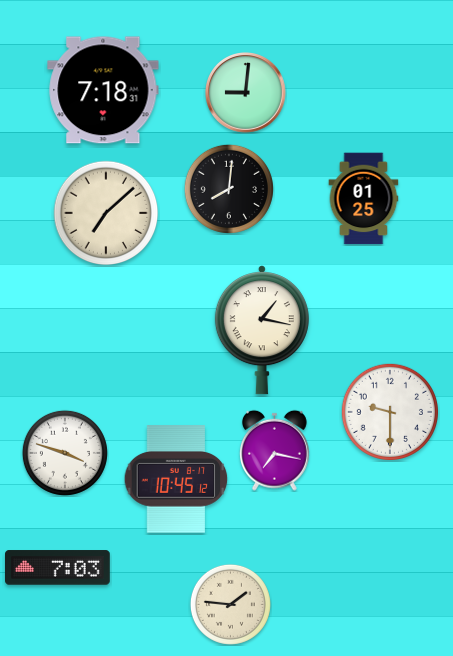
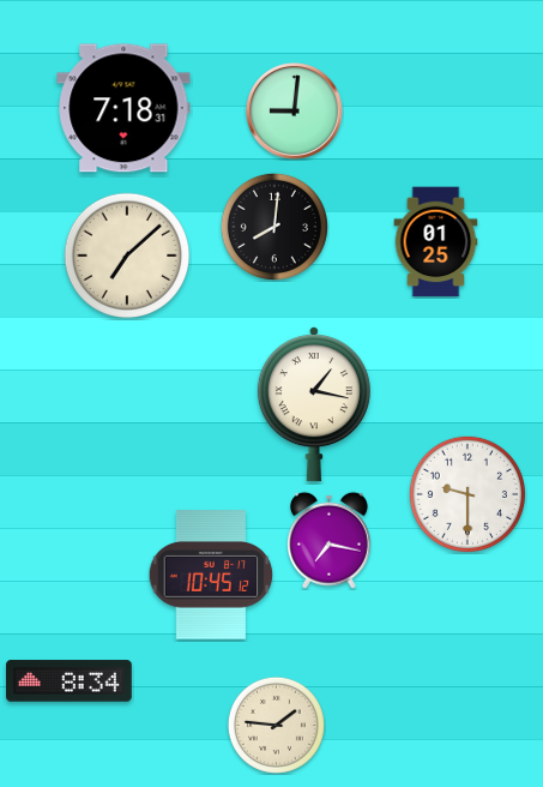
clock at (364, 199) position: (364, 199) -> (436, 242)
clock at (262, 330) position: (262, 330) -> (314, 404)
clock at (65, 453): 3:48 -> none
clock at (58, 568): 7:03 -> 8:34
